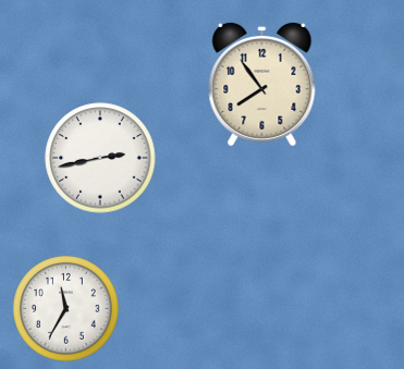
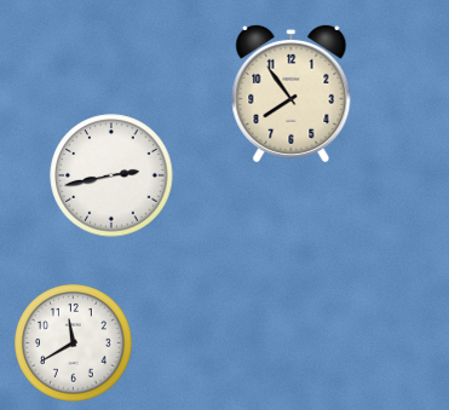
clock at (66, 309): 11:35 -> 11:40
